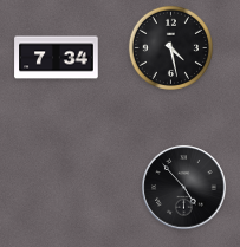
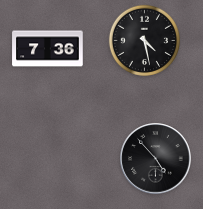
clock at (57, 58): 7:34 -> 7:36
